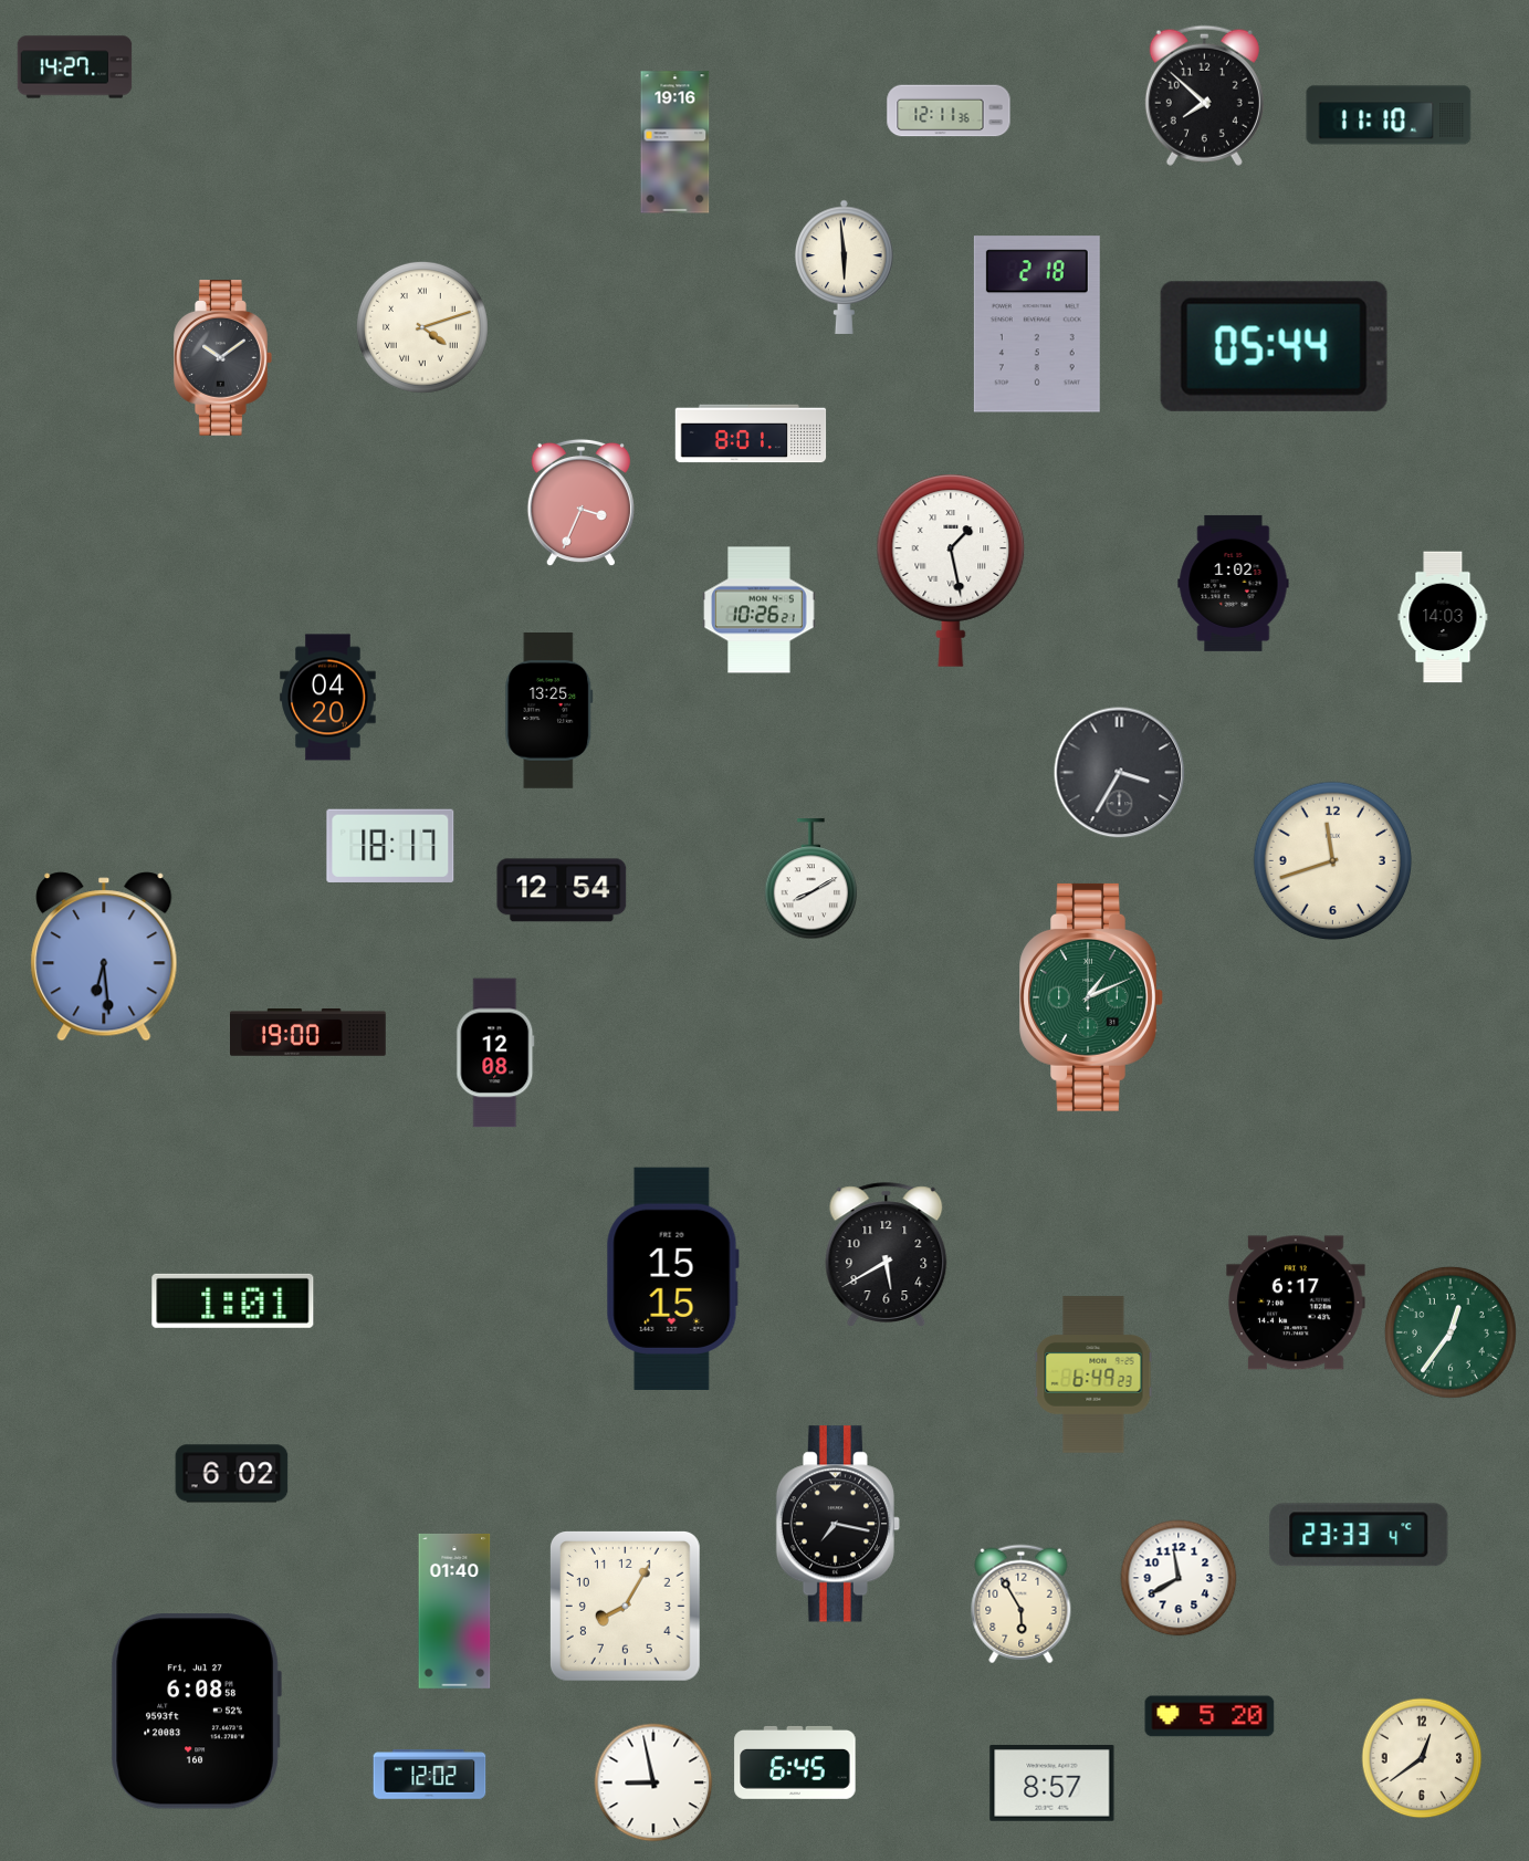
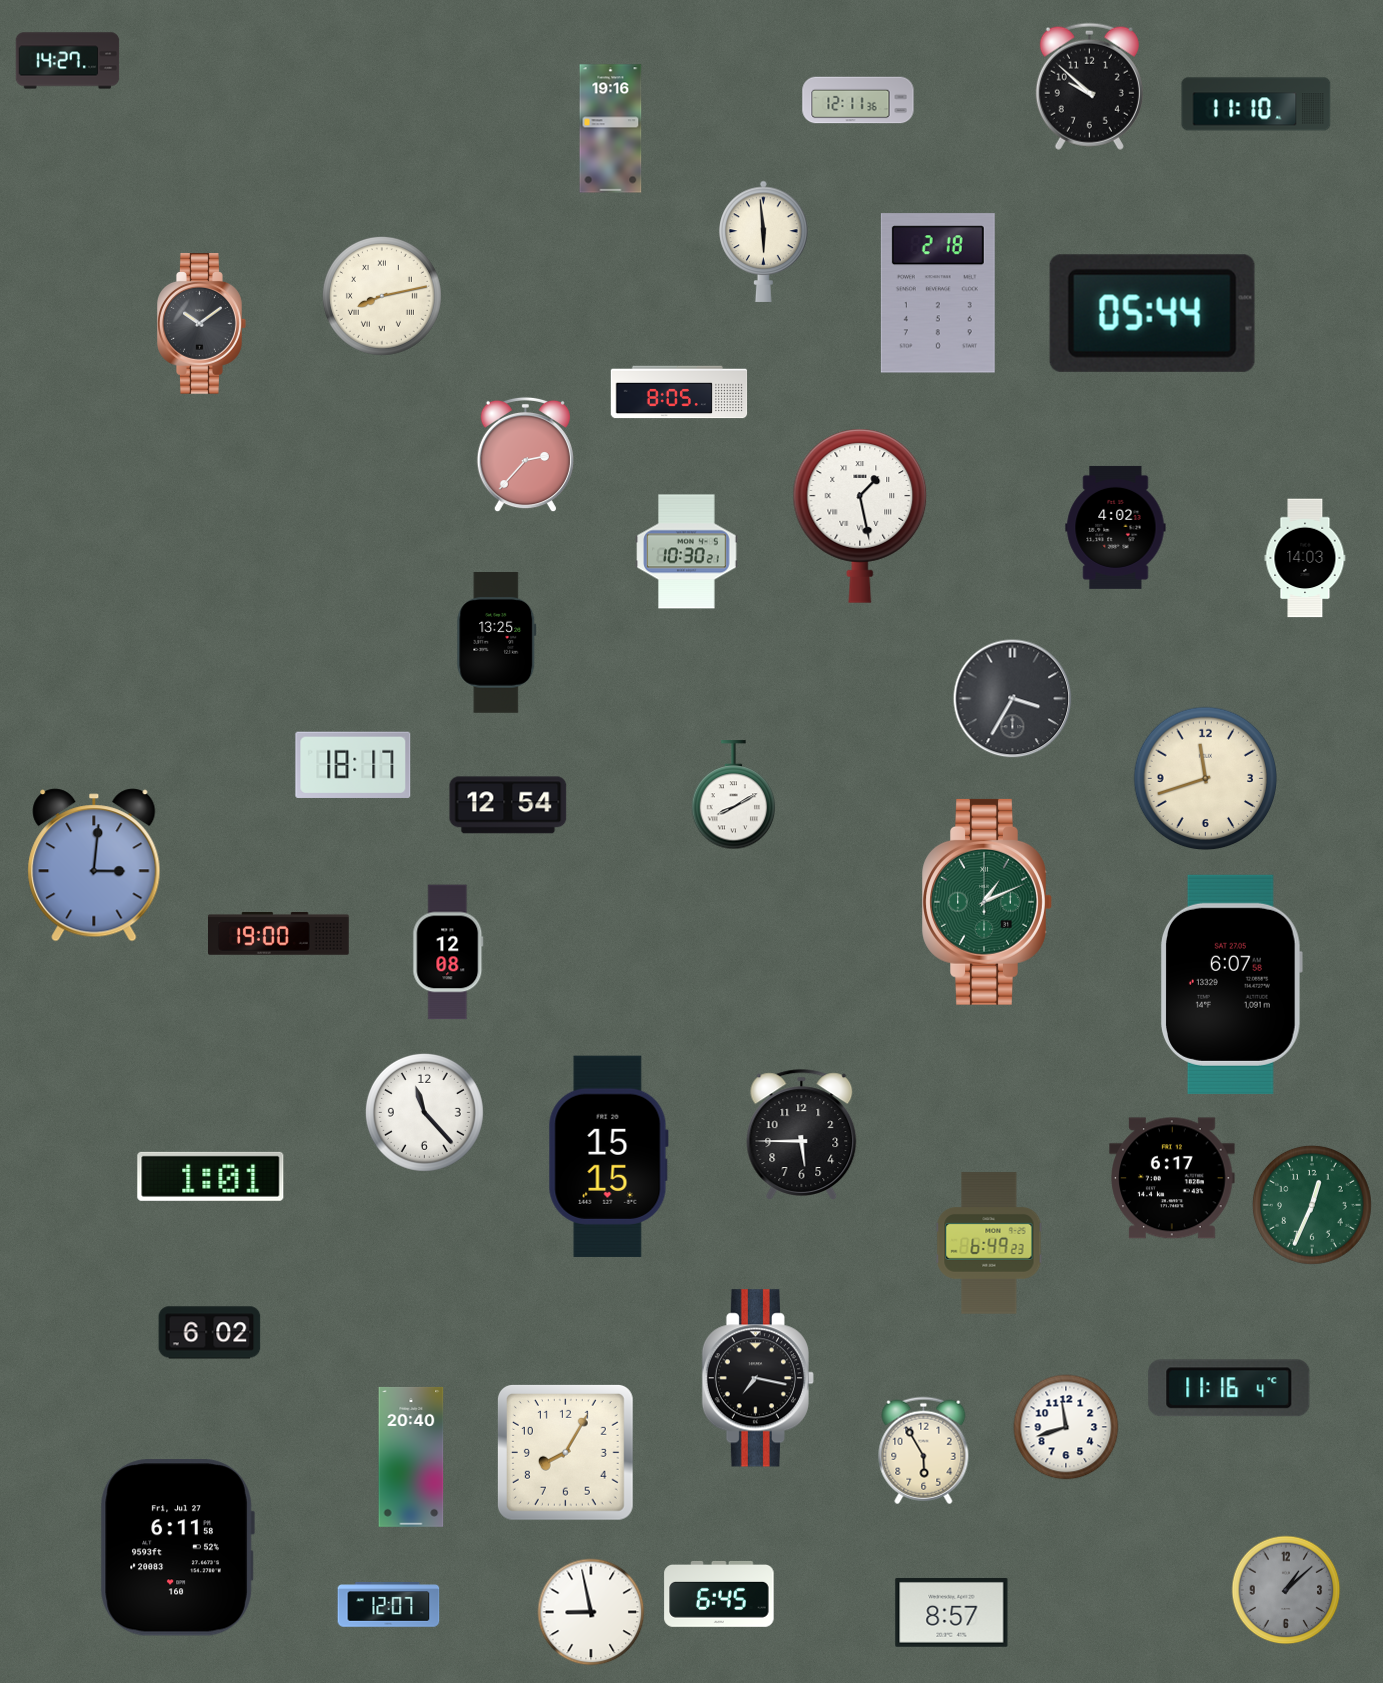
clock at (1204, 95): 7:52 -> 9:52
clock at (422, 327): 4:12 -> 8:13
clock at (751, 433): 8:01 -> 8:05
clock at (580, 503): 3:34 -> 2:37
clock at (1234, 583): 1:02 -> 4:02
clock at (760, 610): 10:26 -> 10:30
clock at (328, 698): 04:20 -> none
clock at (104, 956): 6:29 -> 3:01
clock at (1232, 984): none -> 6:07
clock at (424, 1112): none -> 11:23
clock at (887, 1255): 5:40 -> 5:45
clock at (1451, 1332): 12:36 -> 12:34
clock at (1359, 1535): 23:33 -> 11:16
clock at (1179, 1578): 11:40 -> 11:42
clock at (454, 1611): 01:40 -> 20:40
clock at (196, 1712): 6:08 -> 6:11
clock at (1209, 1716): 5:20 -> none
clock at (1422, 1758): 12:39 -> 1:08
clock at (1422, 1758) dial: cream -> grey
clock at (430, 1775): 12:02 -> 12:07
